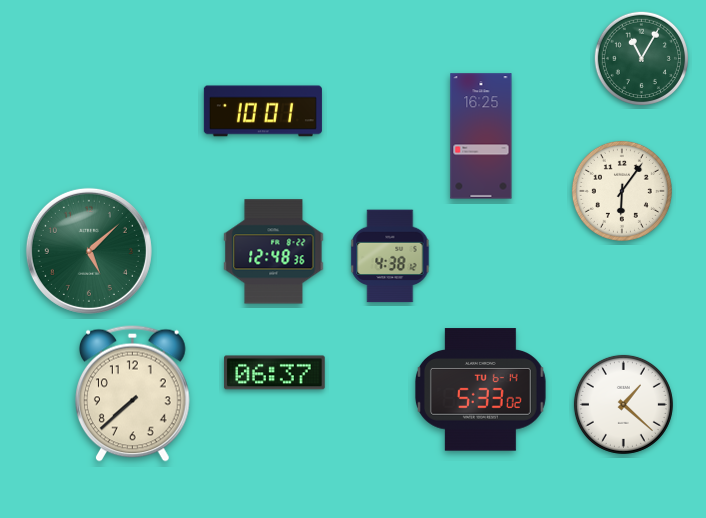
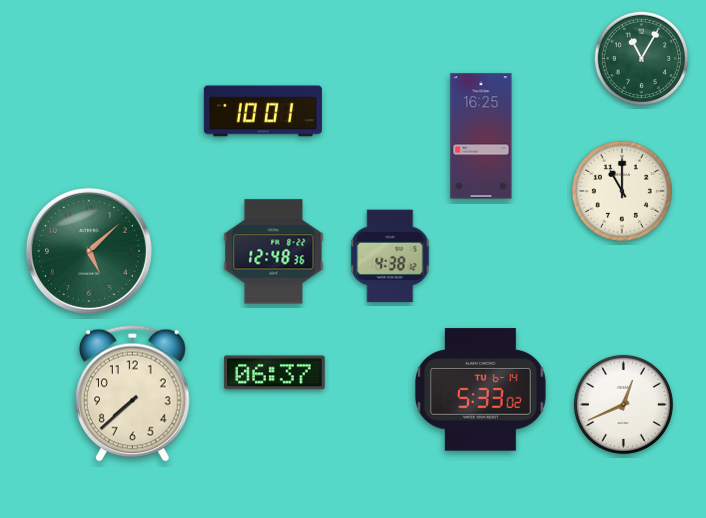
clock at (622, 191): 6:06 -> 11:00
clock at (623, 404): 1:22 -> 12:41
